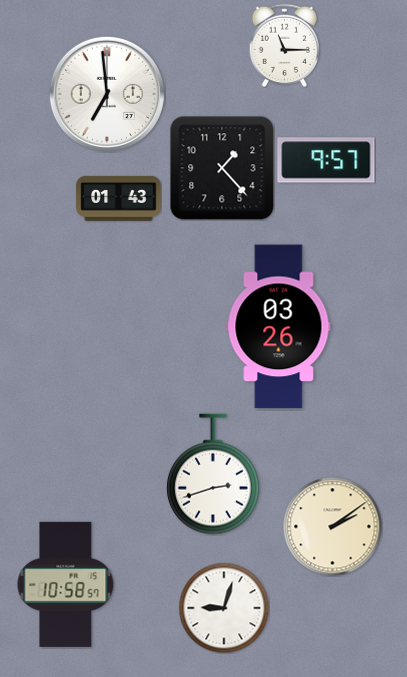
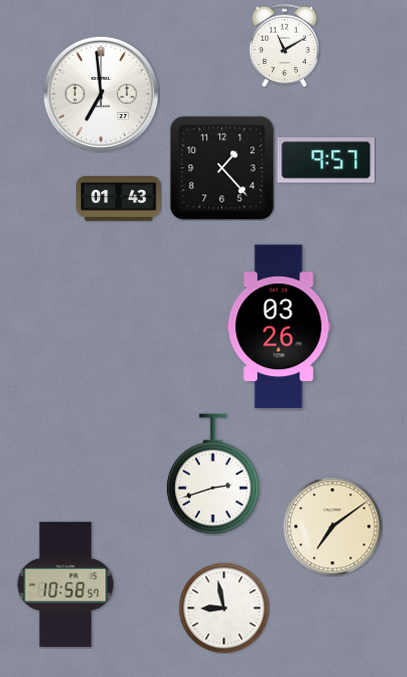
clock at (285, 45): 11:15 -> 11:10
clock at (107, 94) position: (107, 94) -> (101, 94)
clock at (333, 527): 2:09 -> 7:09
clock at (224, 608): 9:03 -> 8:58
